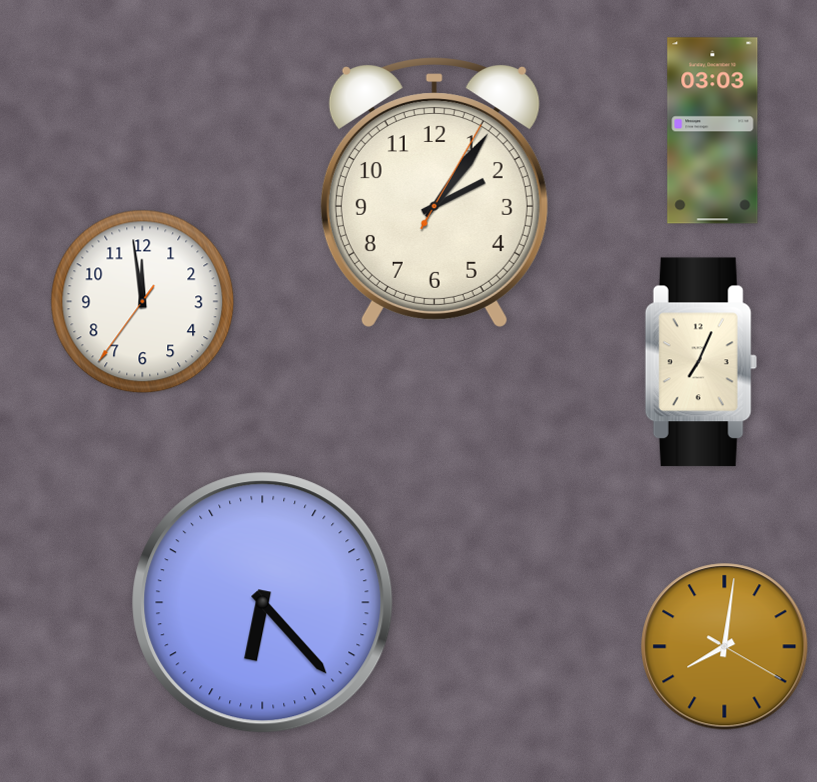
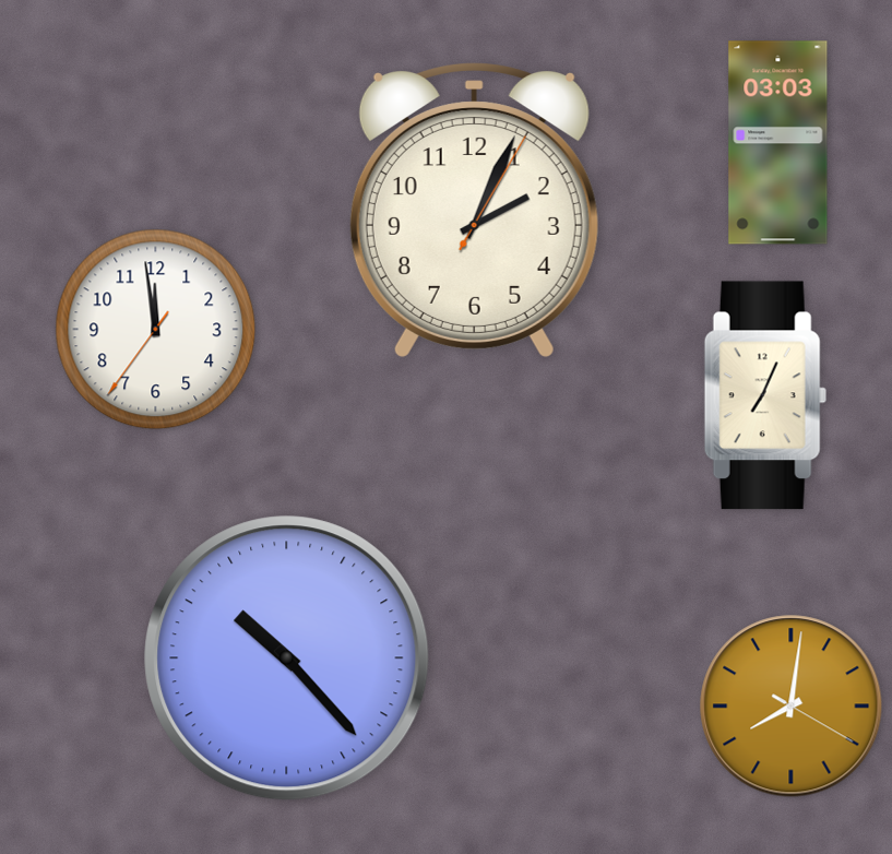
clock at (434, 192): 2:06 -> 2:04
clock at (263, 603): 6:23 -> 10:23
